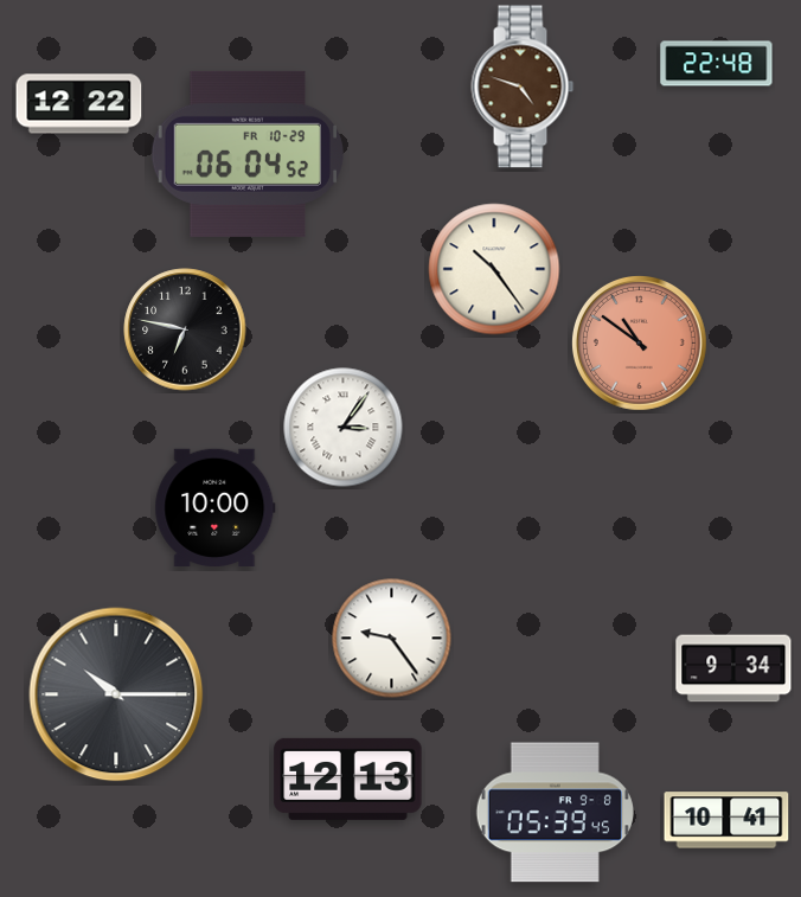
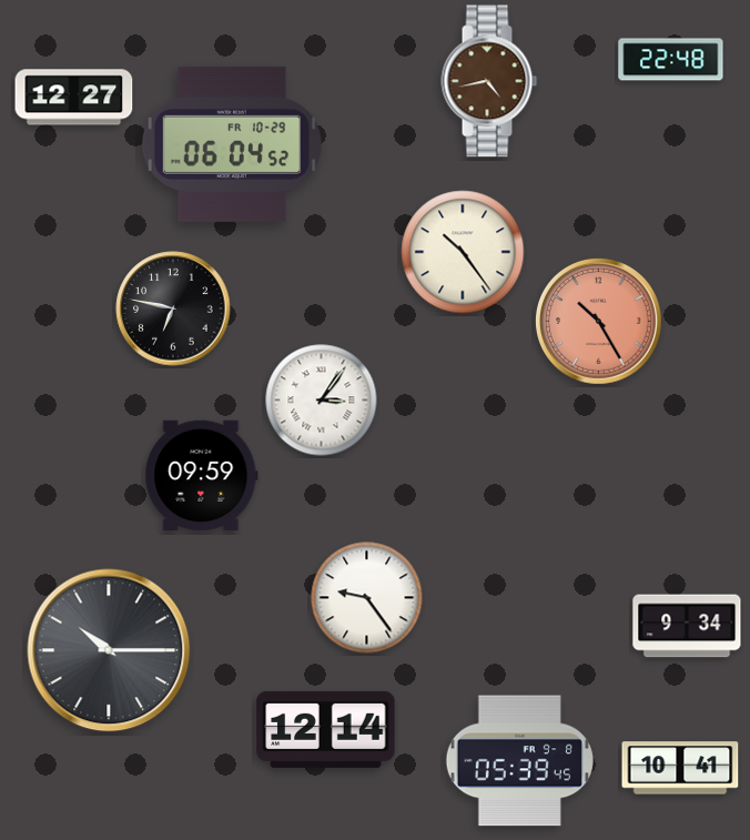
clock at (523, 87): 4:48 -> 4:43
clock at (79, 104): 12:22 -> 12:27
clock at (639, 342): 10:51 -> 10:25
clock at (216, 507): 10:00 -> 09:59
clock at (348, 779): 12:13 -> 12:14
